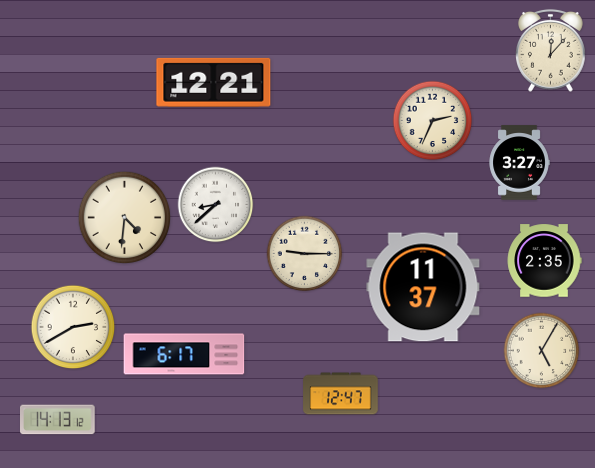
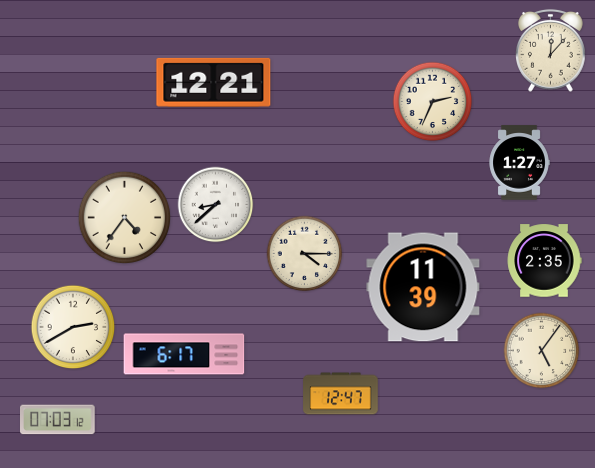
clock at (433, 121) position: (433, 121) -> (433, 102)
clock at (519, 163): 3:27 -> 1:27
clock at (125, 218): 4:31 -> 4:36
clock at (305, 254): 9:15 -> 4:15
clock at (423, 287): 11:37 -> 11:39
clock at (542, 351): 5:05 -> 5:06
clock at (58, 420): 14:13 -> 07:03
